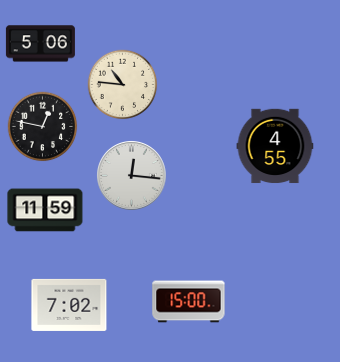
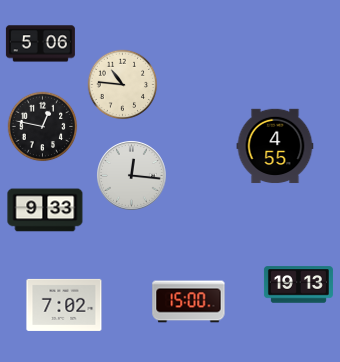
clock at (45, 210): 11:59 -> 9:33
clock at (298, 285): none -> 19:13
clock at (69, 305) position: (69, 305) -> (64, 305)
